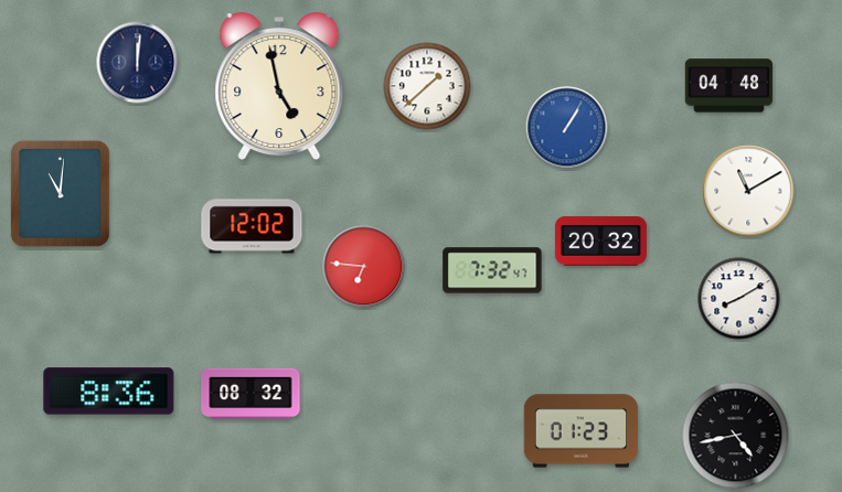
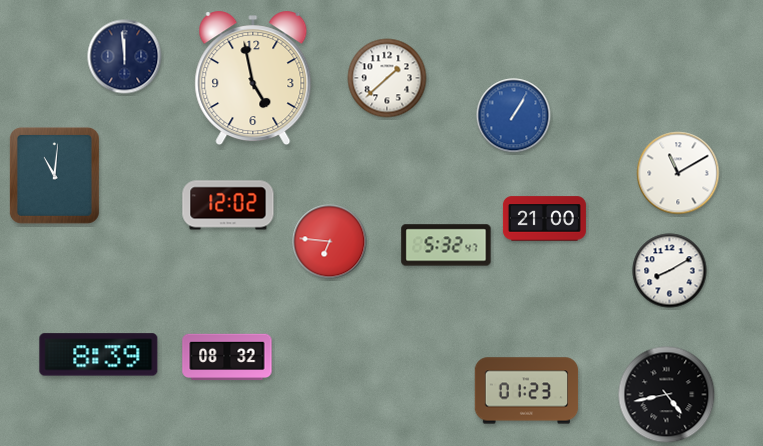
clock at (138, 63): 12:01 -> 11:59
clock at (729, 86): 04:48 -> none
clock at (600, 242): 20:32 -> 21:00
clock at (492, 270): 7:32 -> 5:32
clock at (109, 392): 8:36 -> 8:39
